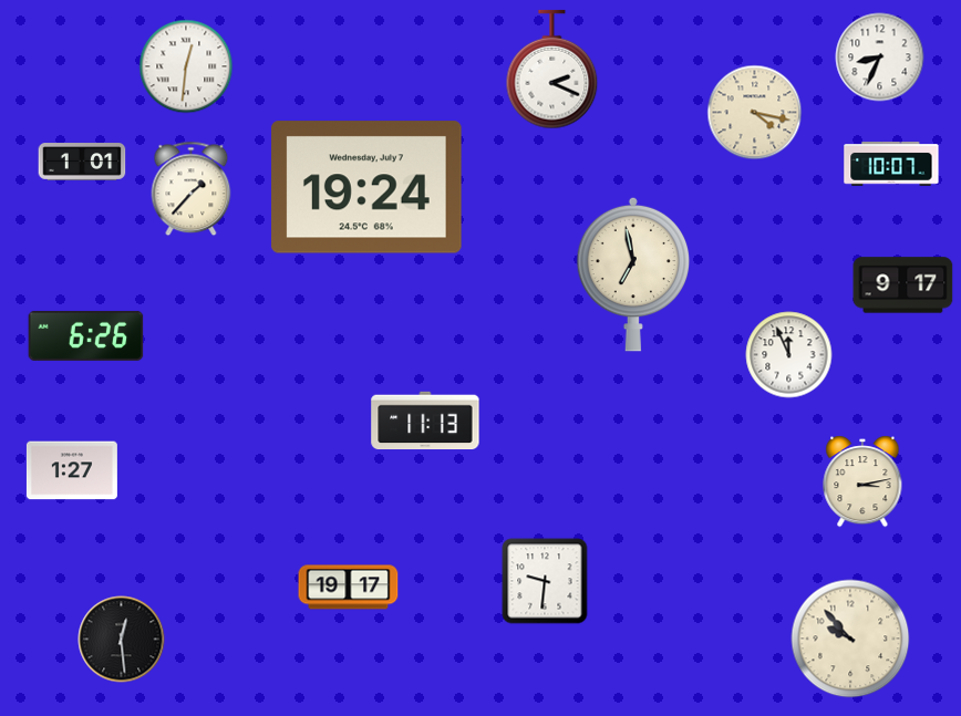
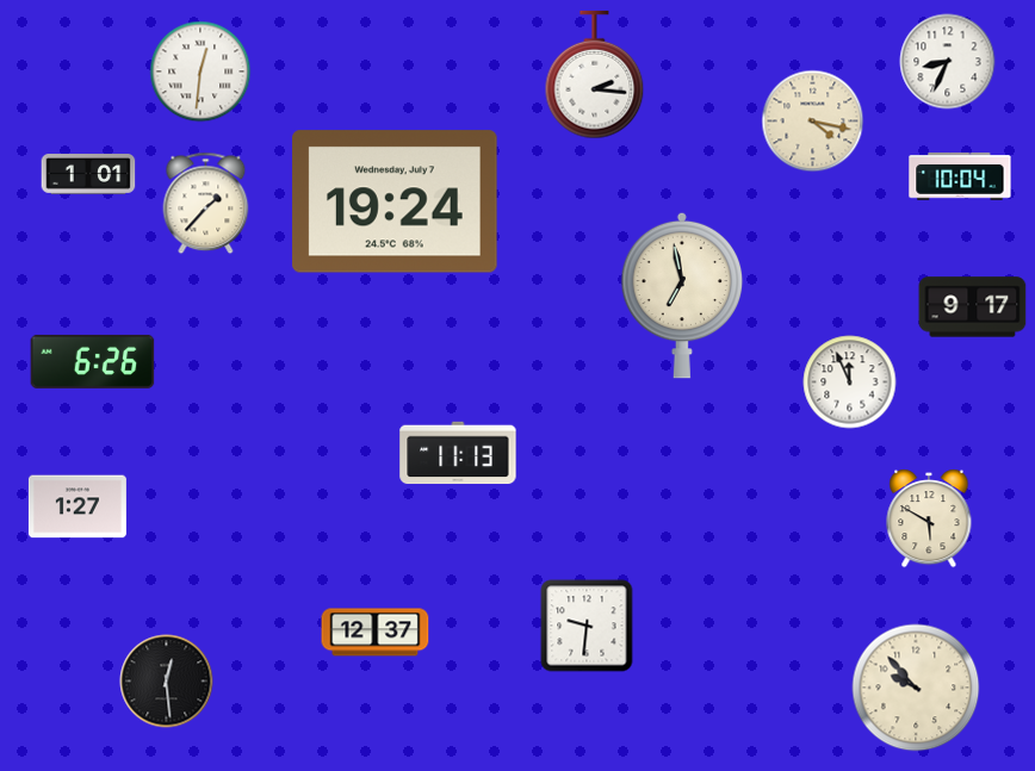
clock at (552, 70): 2:19 -> 2:16
clock at (891, 164): 10:07 -> 10:04
clock at (862, 481): 3:13 -> 5:50
clock at (349, 588): 19:17 -> 12:37
clock at (122, 640) position: (122, 640) -> (167, 682)
